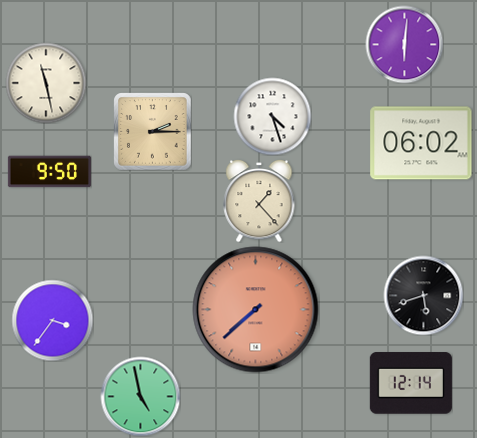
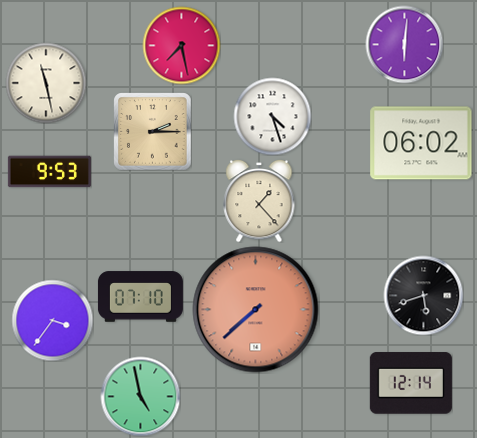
clock at (181, 45): none -> 7:28
clock at (49, 172): 9:50 -> 9:53
clock at (140, 297): none -> 07:10
